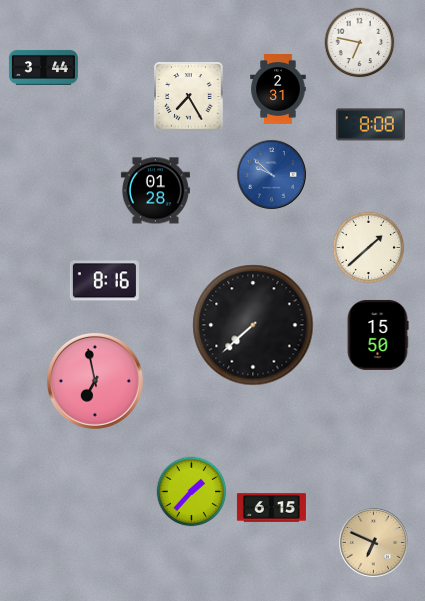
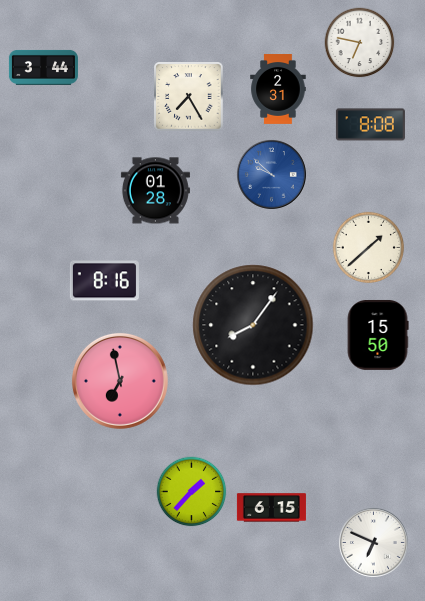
clock at (253, 325): 7:38 -> 8:06
clock at (95, 381) position: (95, 381) -> (120, 381)
clock at (374, 543) dial: champagne -> white
